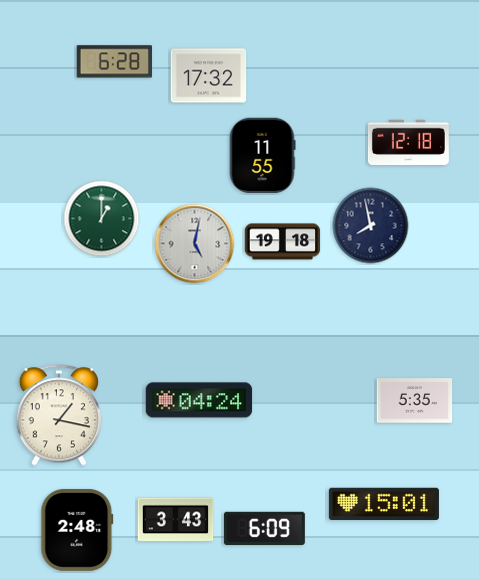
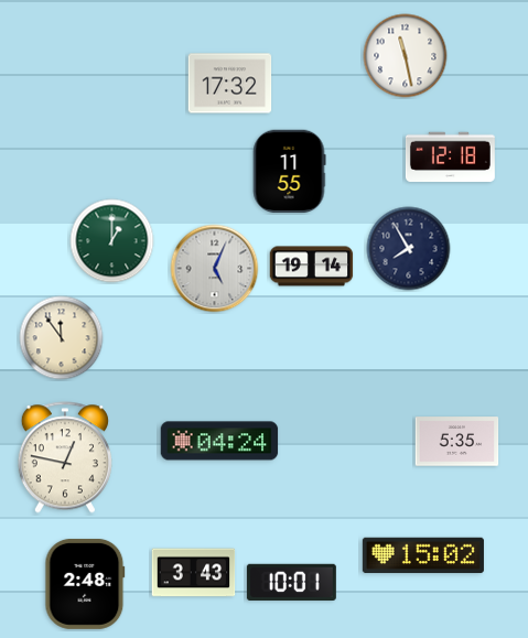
clock at (406, 56): none -> 11:28
clock at (114, 62): 6:28 -> none
clock at (371, 226): 7:58 -> 7:55
clock at (283, 242): 19:18 -> 19:14
clock at (195, 244): 5:02 -> 5:04
clock at (62, 338): none -> 11:54
clock at (59, 415): 1:17 -> 12:47
clock at (384, 504): 15:01 -> 15:02
clock at (264, 528): 6:09 -> 10:01
